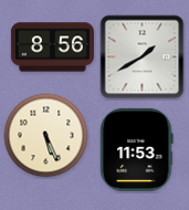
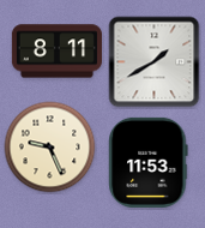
clock at (52, 48): 8:56 -> 8:11
clock at (46, 136): 5:26 -> 9:26
